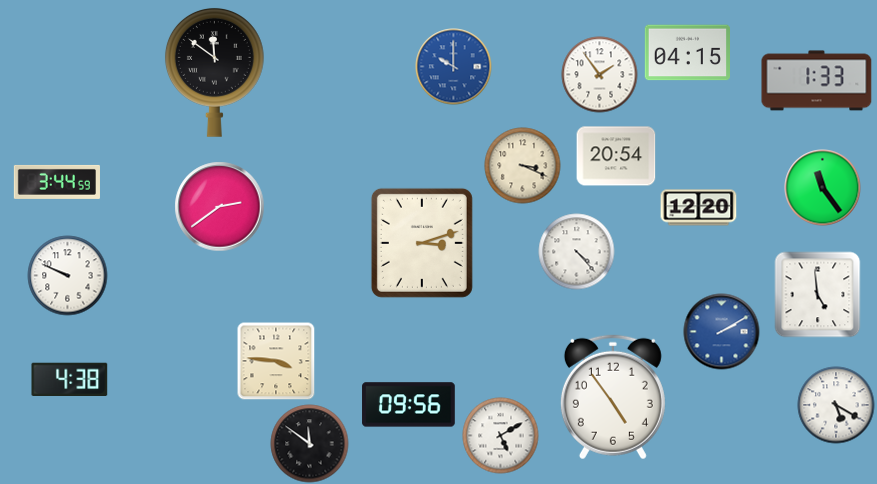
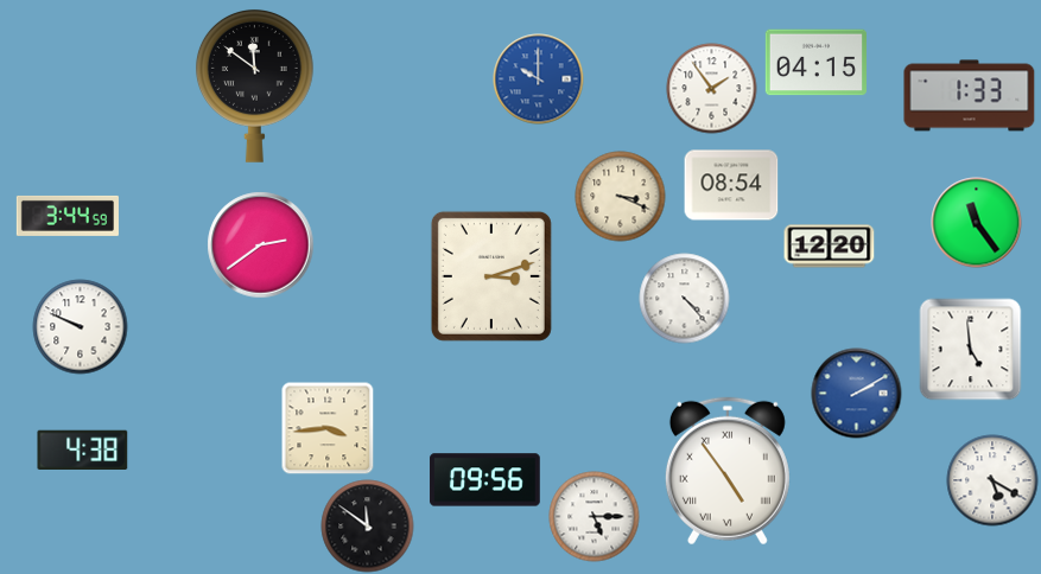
clock at (616, 156): 20:54 -> 08:54
clock at (422, 243) position: (422, 243) -> (491, 276)
clock at (276, 361): 3:46 -> 3:44
clock at (613, 397) numerals: Arabic -> Roman
clock at (501, 436): 5:10 -> 5:15
